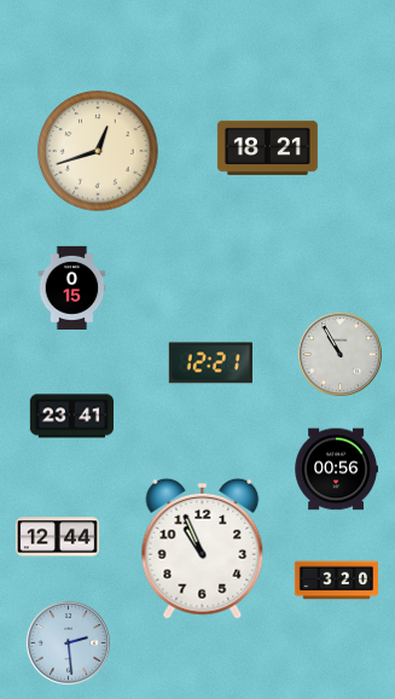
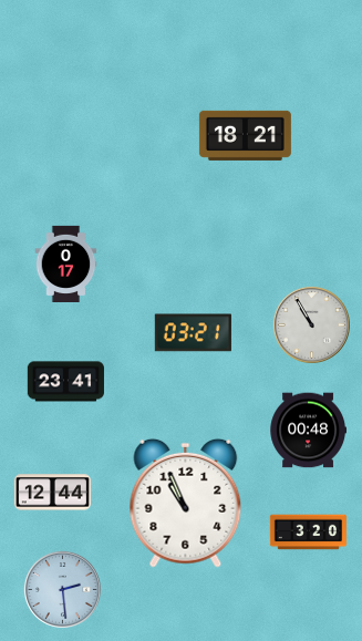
clock at (98, 151): 12:42 -> none
clock at (72, 287): 0:15 -> 0:17
clock at (210, 363): 12:21 -> 03:21
clock at (336, 470): 00:56 -> 00:48
